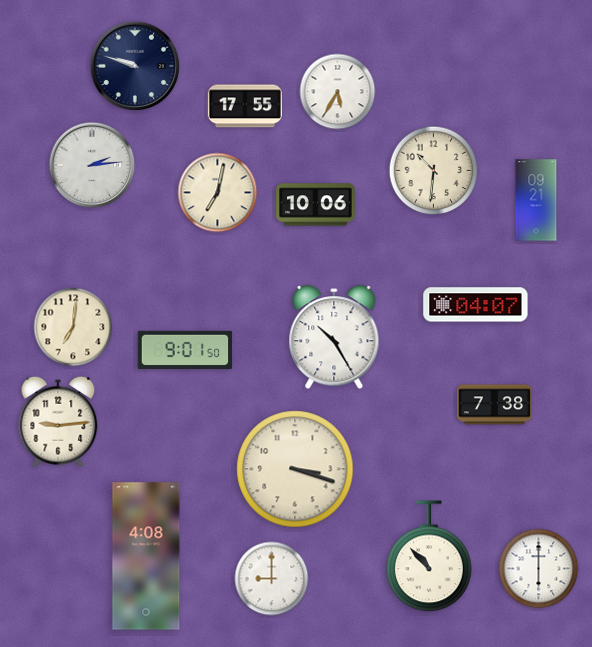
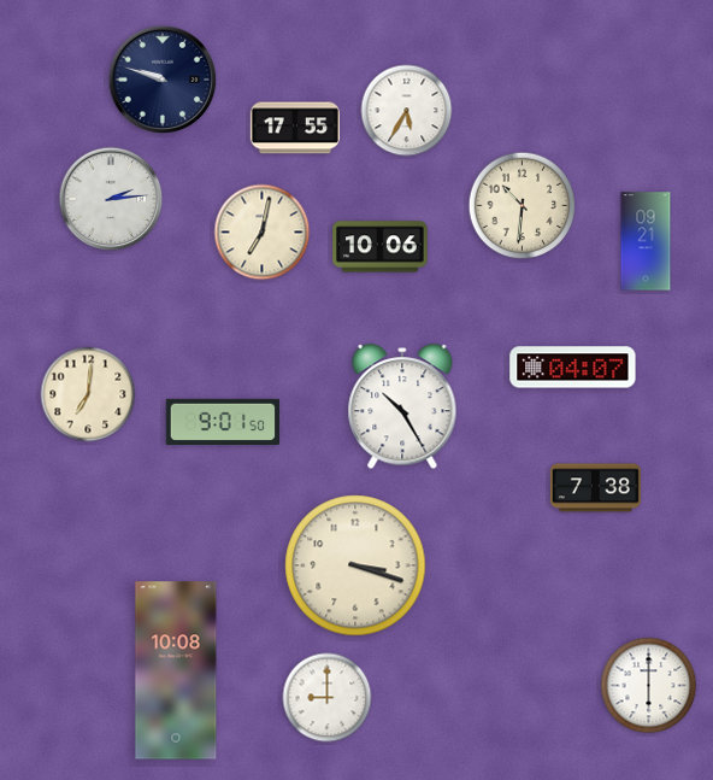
clock at (58, 422): 9:14 -> none
clock at (146, 556): 4:08 -> 10:08
clock at (429, 557): 10:53 -> none
